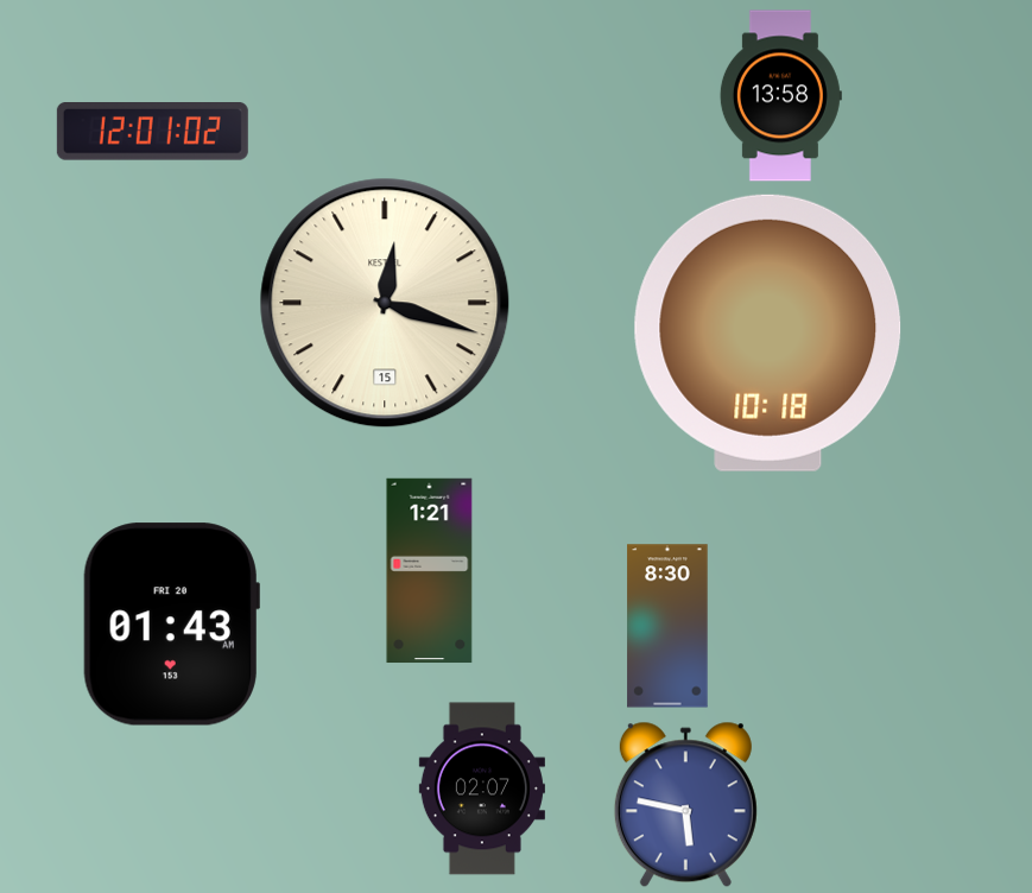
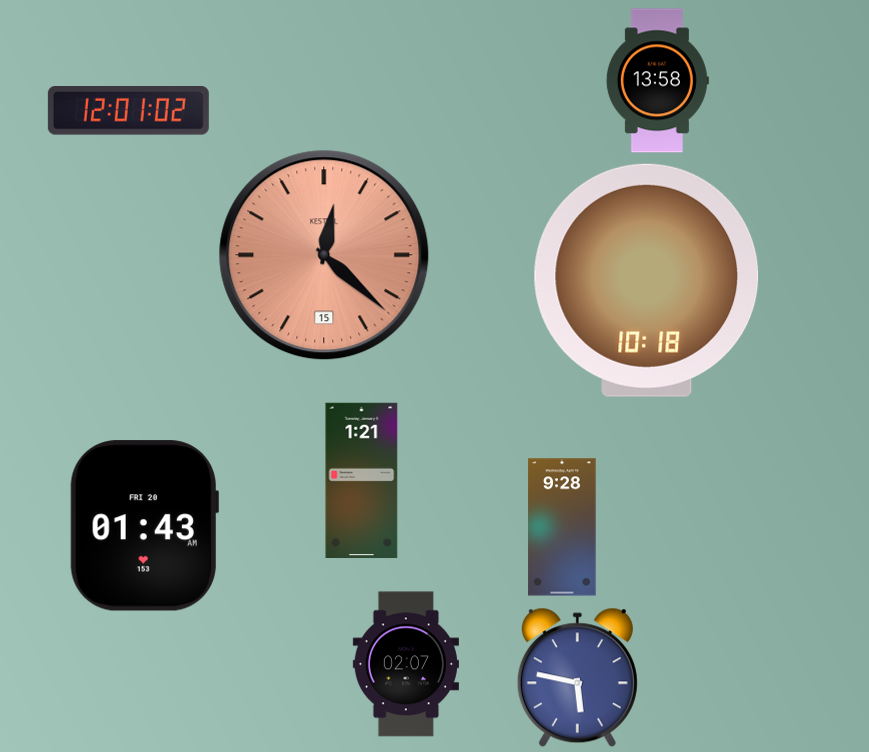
clock at (385, 303): 12:18 -> 12:22
clock at (385, 303) dial: cream -> salmon
clock at (667, 626): 8:30 -> 9:28
